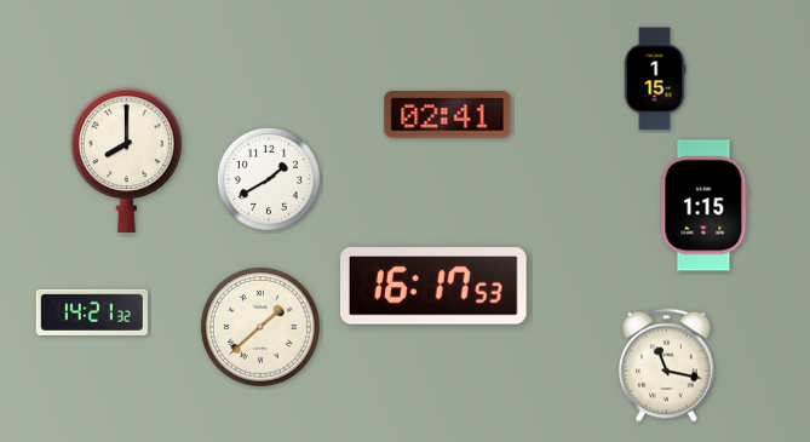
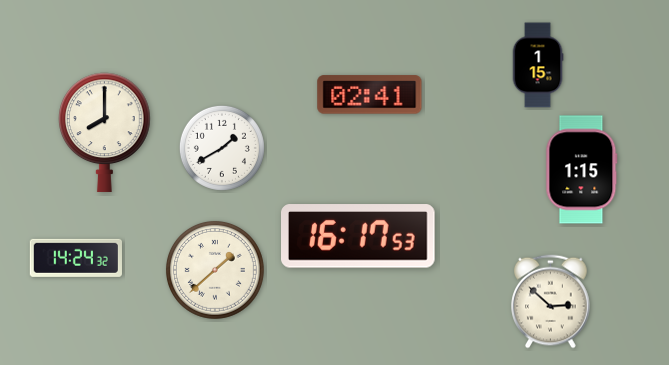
clock at (655, 79) position: (655, 79) -> (538, 65)
clock at (92, 312): 14:21 -> 14:24
clock at (667, 366): 11:17 -> 2:52
